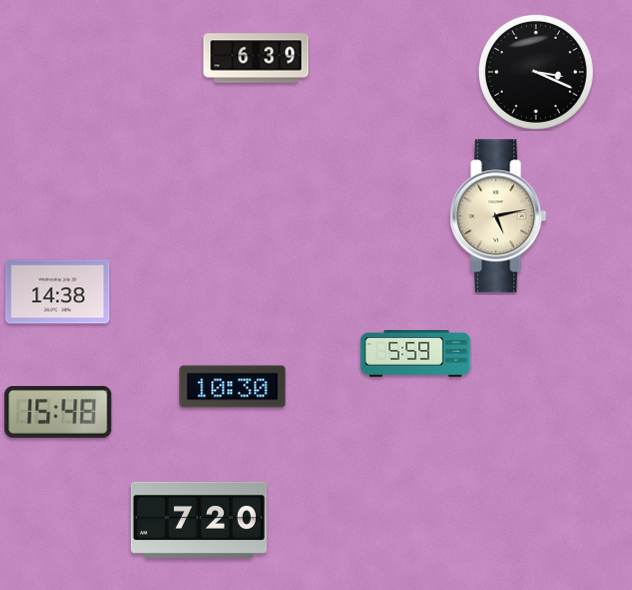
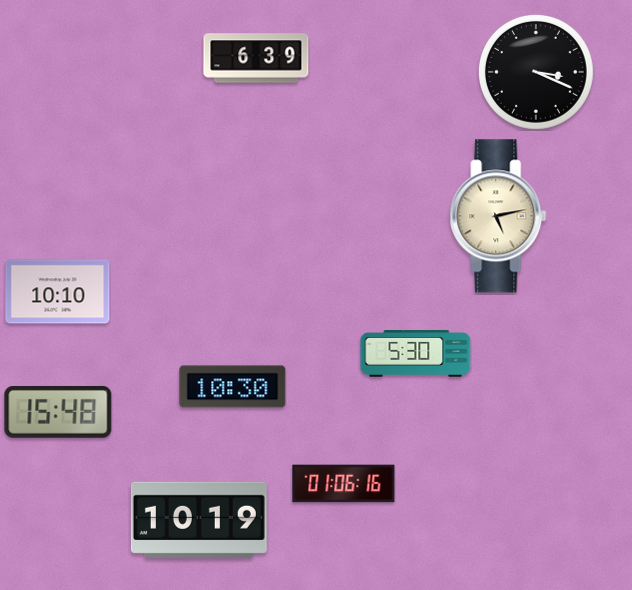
clock at (58, 292): 14:38 -> 10:10
clock at (416, 354): 5:59 -> 5:30
clock at (344, 484): none -> 01:06
clock at (199, 520): 7:20 -> 10:19
